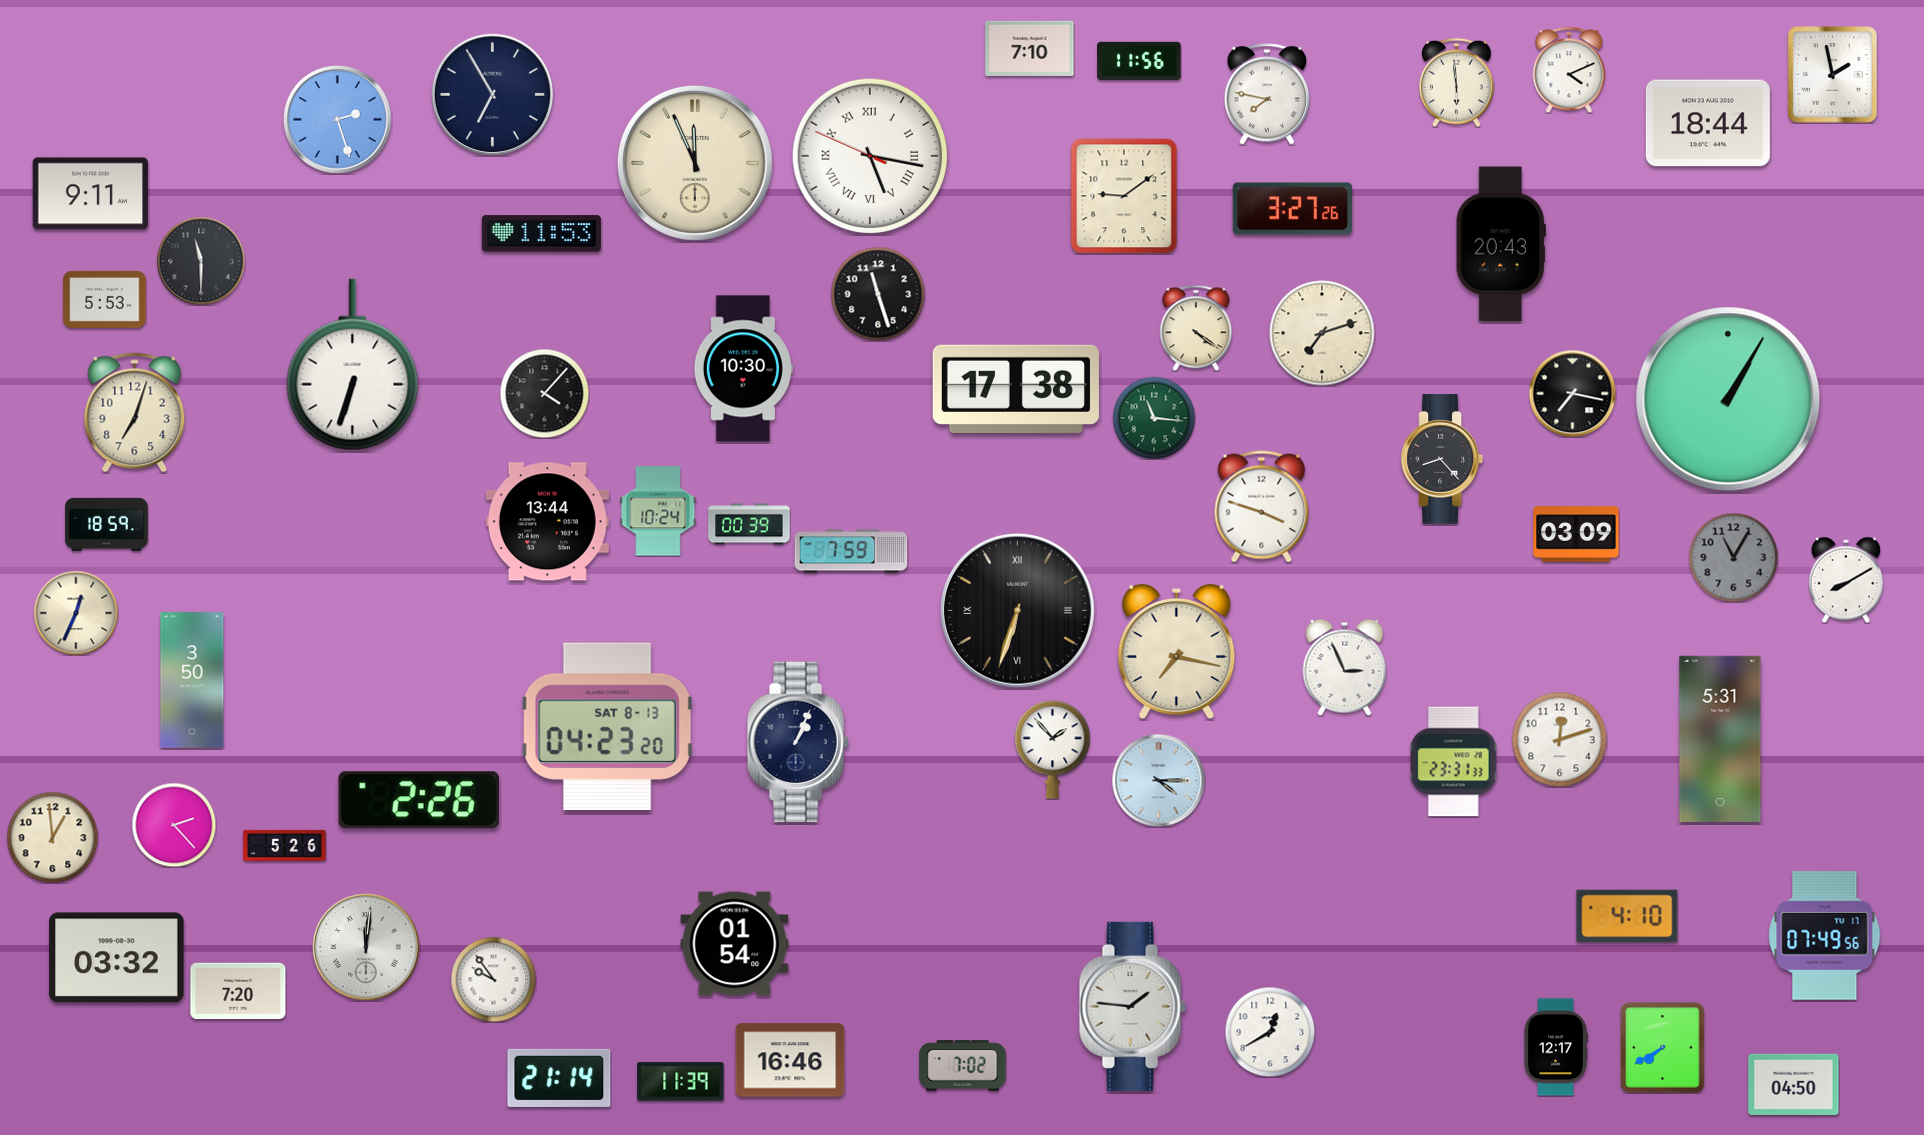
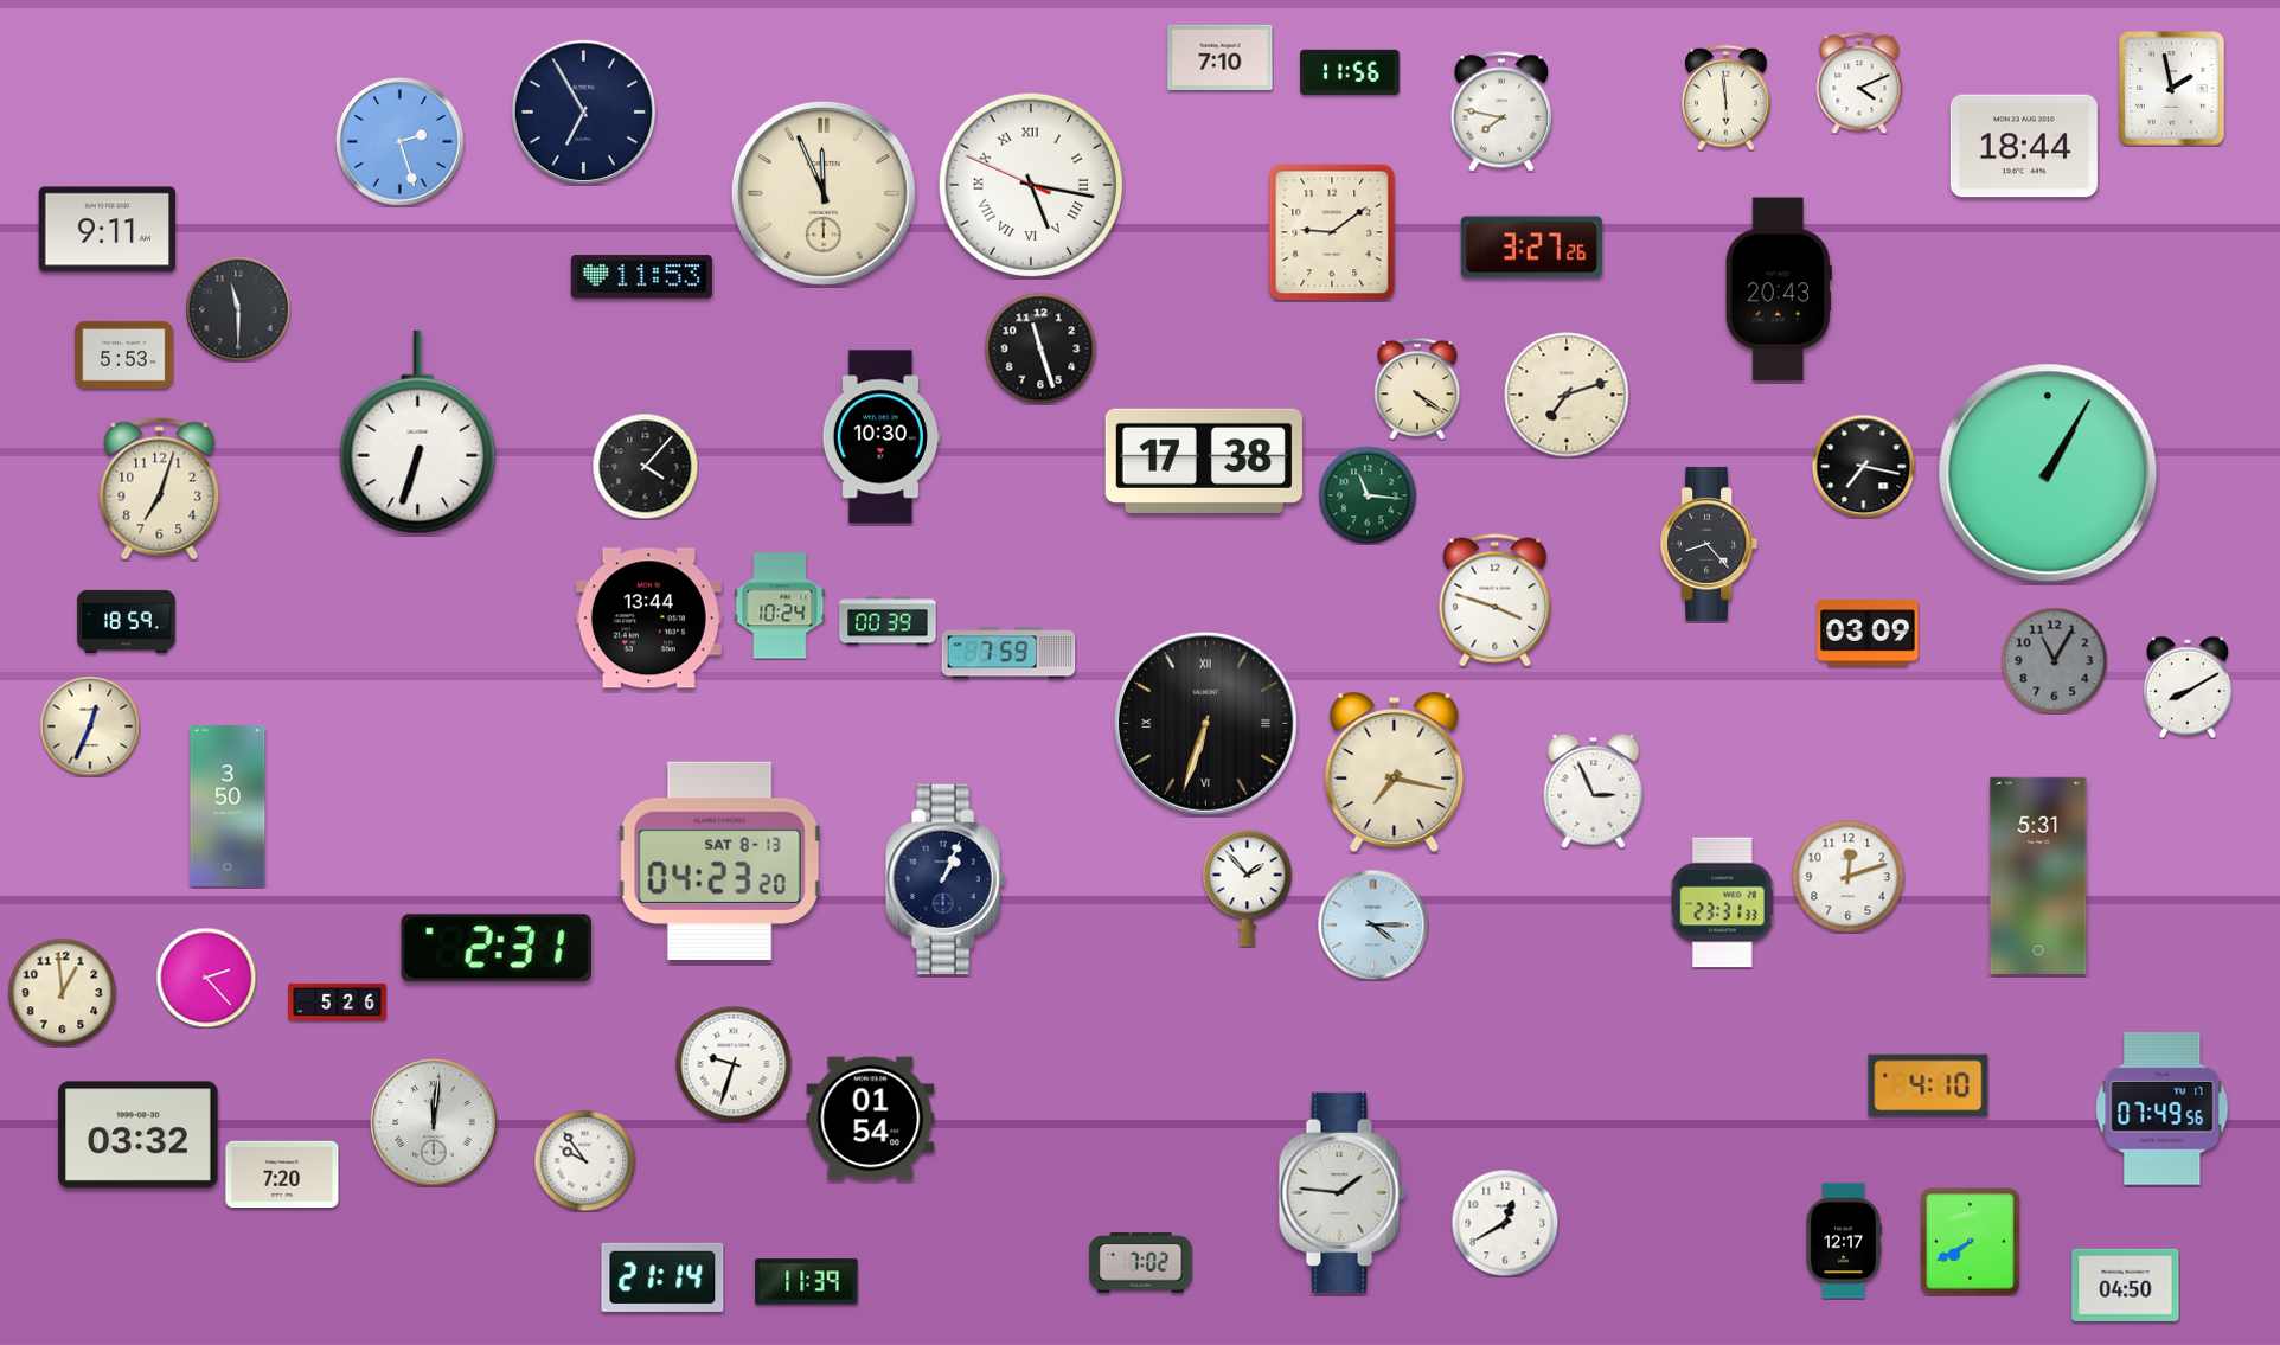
clock at (419, 800): 2:26 -> 2:31
clock at (734, 1064): none -> 9:33
clock at (790, 1060): 16:46 -> none
